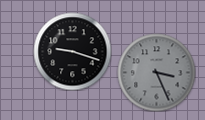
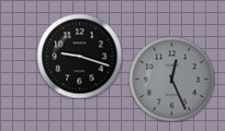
clock at (156, 72): 3:26 -> 12:26
